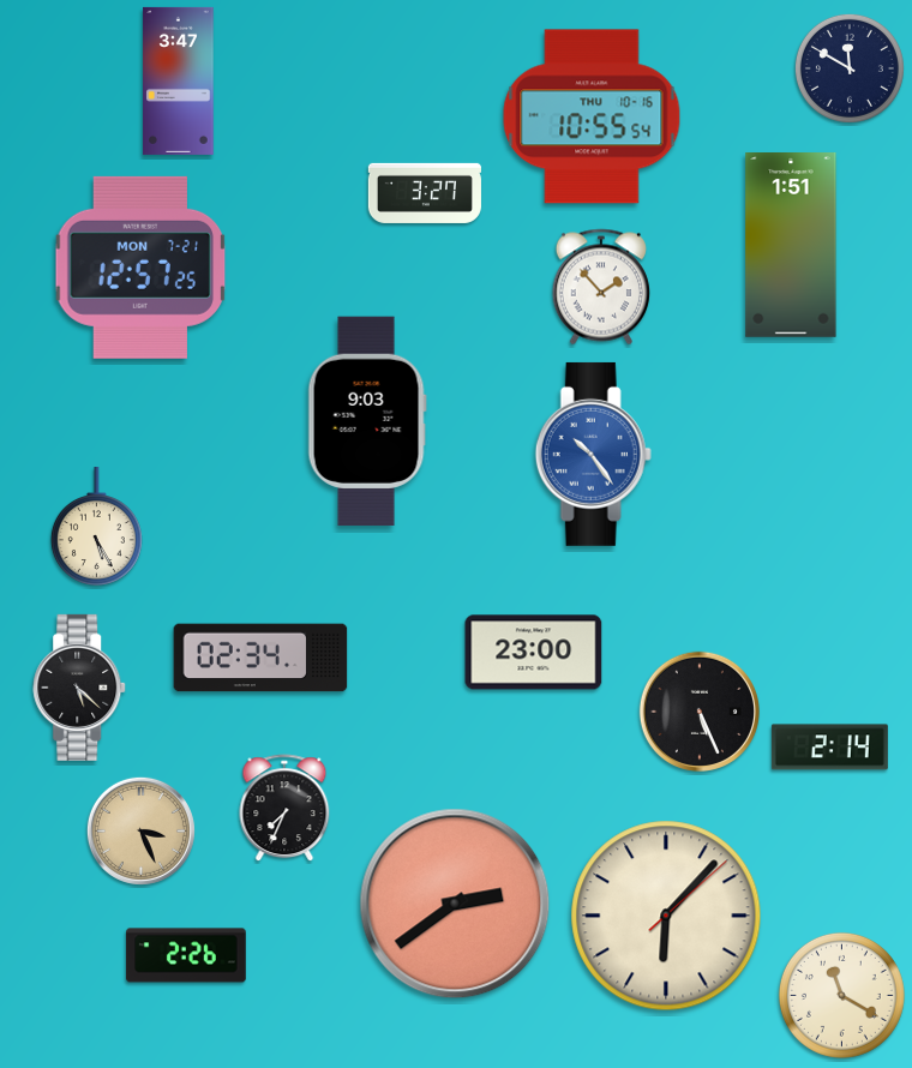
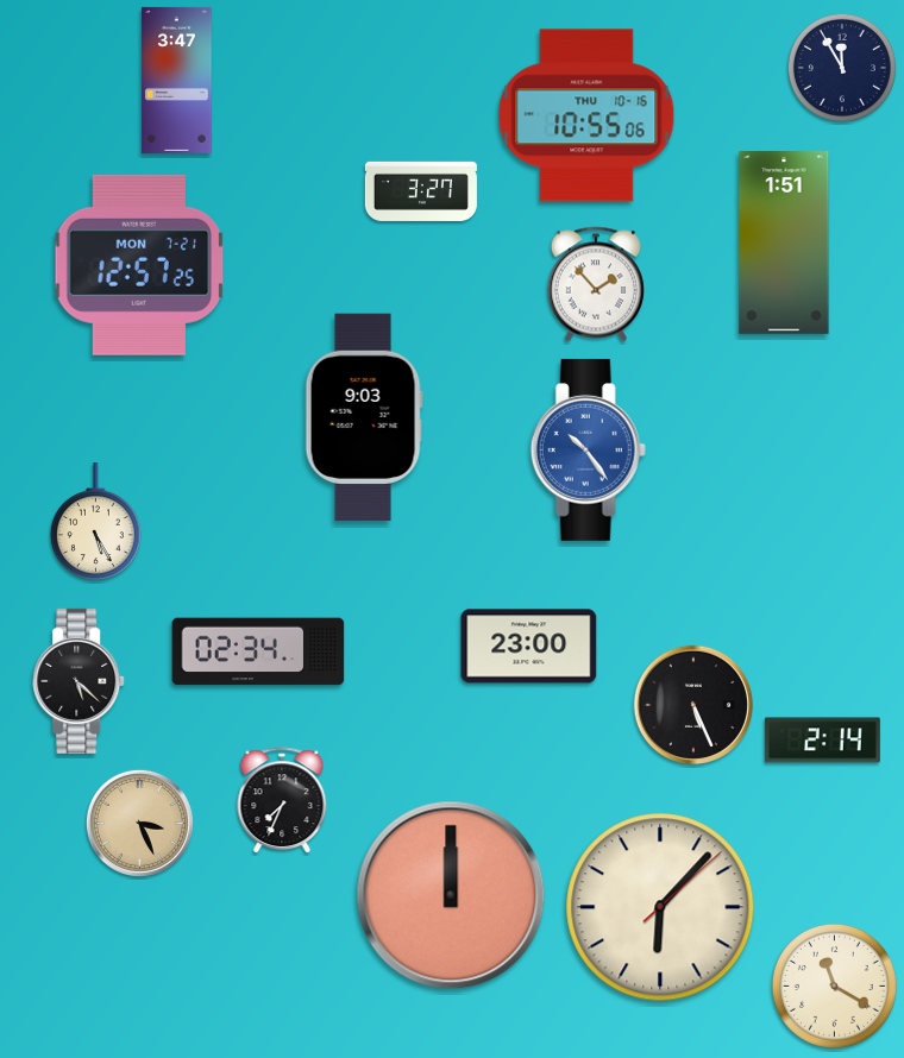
clock at (850, 68): 11:50 -> 11:55
clock at (592, 116): 10:55:54 -> 10:55:06
clock at (455, 904): 2:39 -> 12:00
clock at (186, 955): 2:26 -> none
